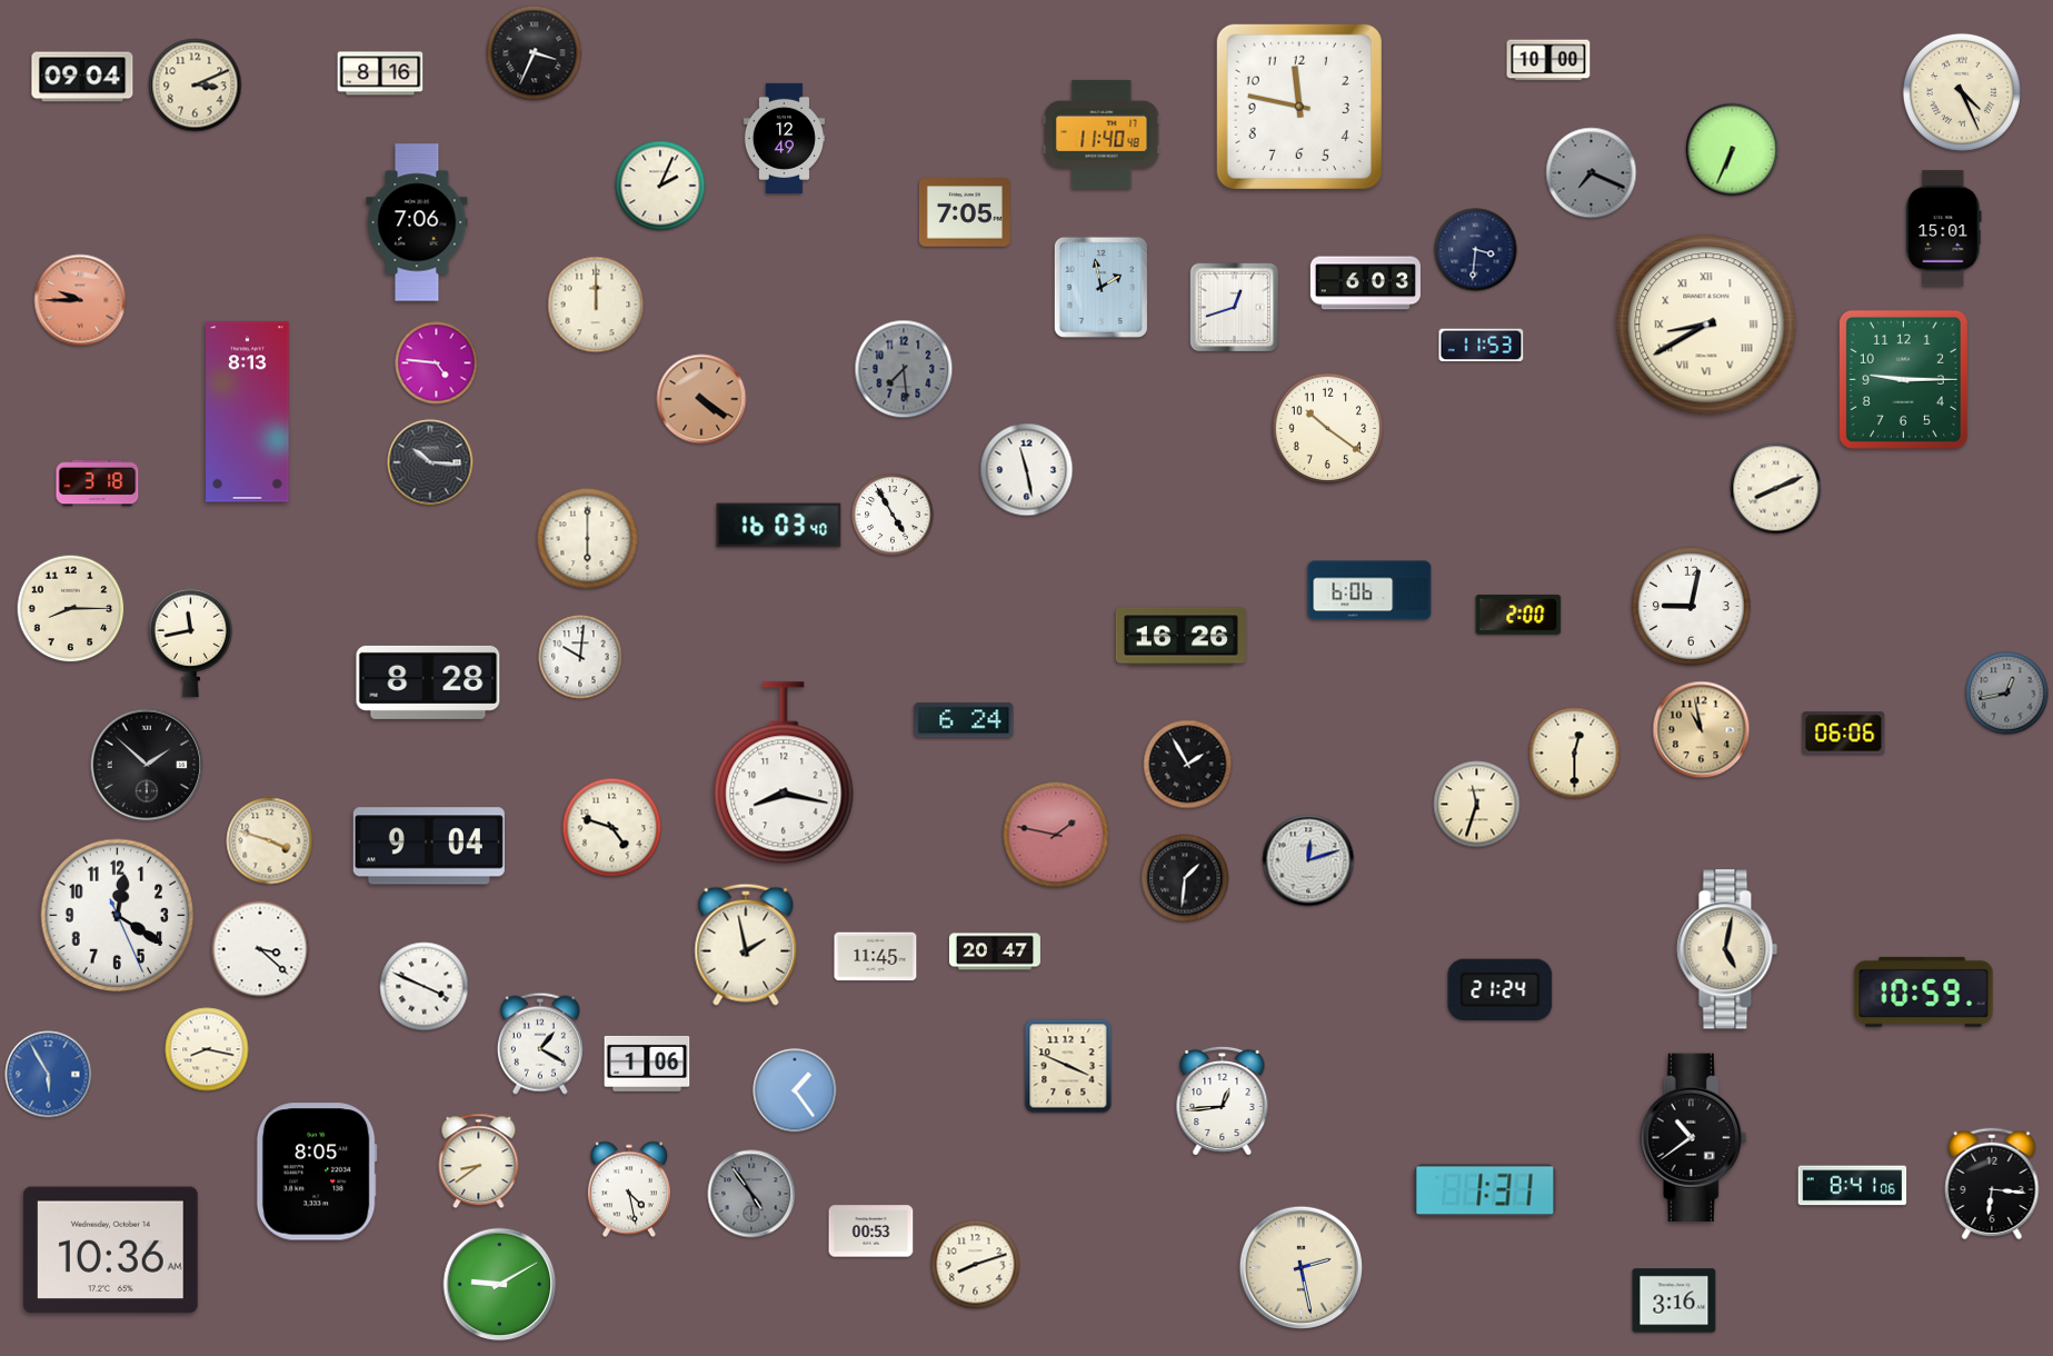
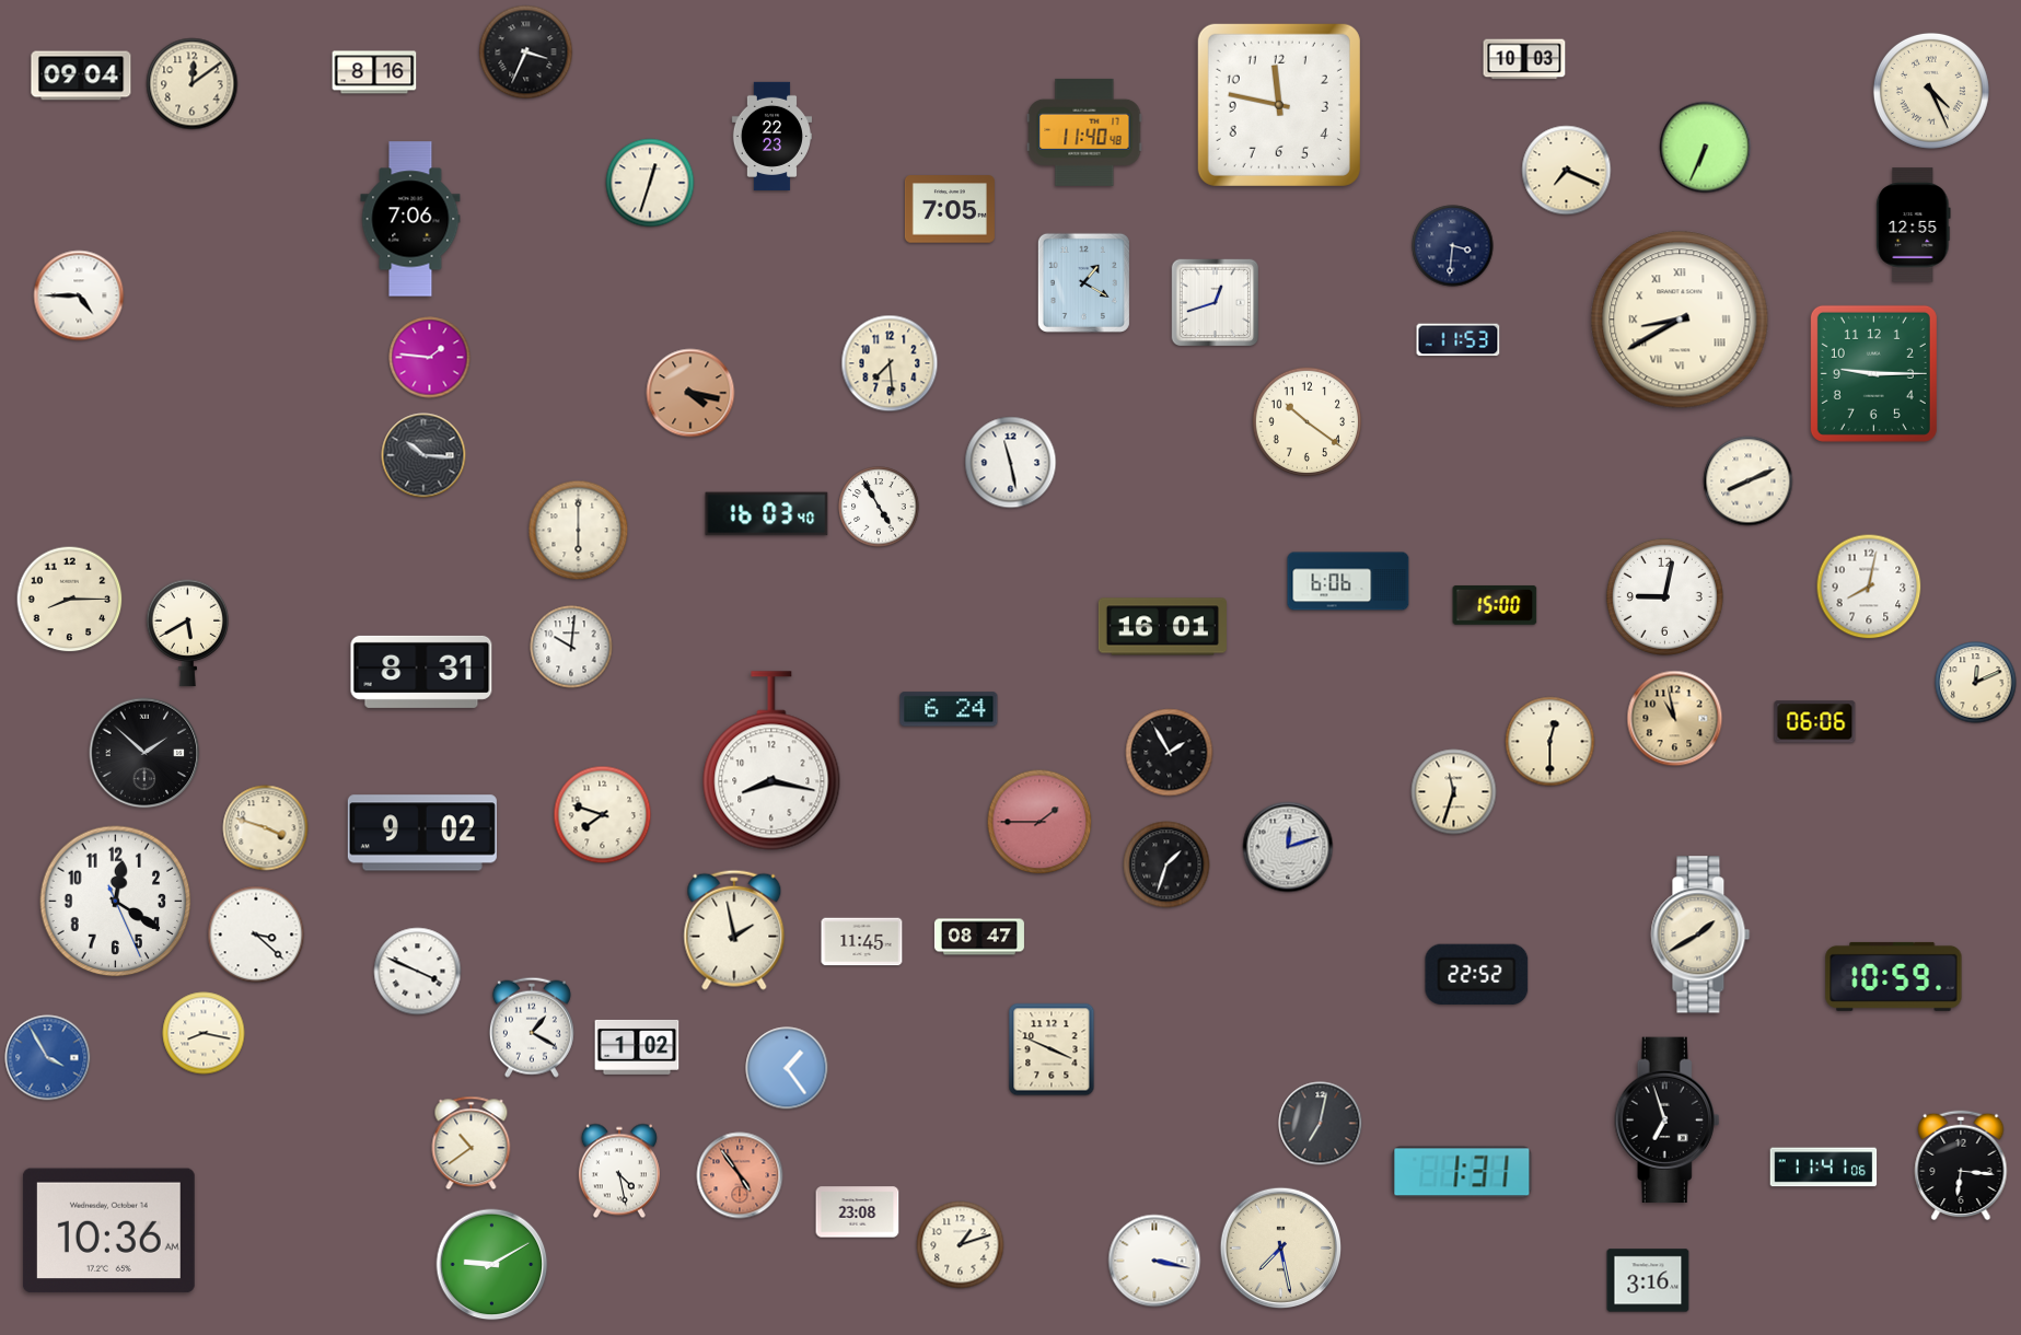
clock at (1548, 60): 10:00 -> 10:03
clock at (196, 86): 3:11 -> 12:09
clock at (784, 138): 12:49 -> 22:23
clock at (1592, 173) dial: grey -> cream
clock at (660, 186): 2:04 -> 12:33
clock at (1944, 229): 15:01 -> 12:55
clock at (1365, 283): 6:03 -> none
clock at (1100, 287): 1:58 -> 1:20
clock at (80, 300): 9:45 -> 4:45
clock at (80, 300) dial: salmon -> white
clock at (596, 305): 12:00 -> none
clock at (437, 363): 4:46 -> 1:46
clock at (904, 369) dial: grey -> cream
clock at (701, 399): 4:21 -> 4:17
clock at (248, 412): 8:13 -> none
clock at (98, 483): 3:18 -> none
clock at (779, 526) position: (779, 526) -> (767, 514)
clock at (1869, 587): none -> 8:02
clock at (1518, 615): 2:00 -> 15:00
clock at (1180, 637): 16:26 -> 16:01
clock at (191, 644): 11:43 -> 5:40
clock at (428, 682): 8:28 -> 8:31
clock at (2007, 694): 12:43 -> 12:11
clock at (2007, 694) dial: grey -> cream
clock at (612, 828): 4:48 -> 7:48
clock at (1056, 835): 1:47 -> 1:45
clock at (429, 846): 9:04 -> 9:02
clock at (1185, 878): 1:31 -> 1:33
clock at (1727, 949): 5:02 -> 1:40
clock at (995, 951): 20:47 -> 08:47
clock at (1501, 989): 21:24 -> 22:52
clock at (647, 1064): 1:06 -> 1:02
clock at (49, 1075): 5:55 -> 3:55
clock at (795, 1090) position: (795, 1090) -> (787, 1068)
clock at (1223, 1100): 12:44 -> none
clock at (1694, 1138): 10:39 -> 6:57
clock at (1321, 1124): none -> 7:02
clock at (479, 1161): 8:39 -> 10:39
clock at (317, 1171): 8:05 -> none
clock at (1853, 1186): 8:41 -> 11:41
clock at (751, 1194) dial: grey -> salmon
clock at (871, 1232): 00:53 -> 23:08
clock at (976, 1265): 8:12 -> 1:12
clock at (1300, 1267): 2:28 -> 7:28
clock at (1154, 1261): none -> 3:17
